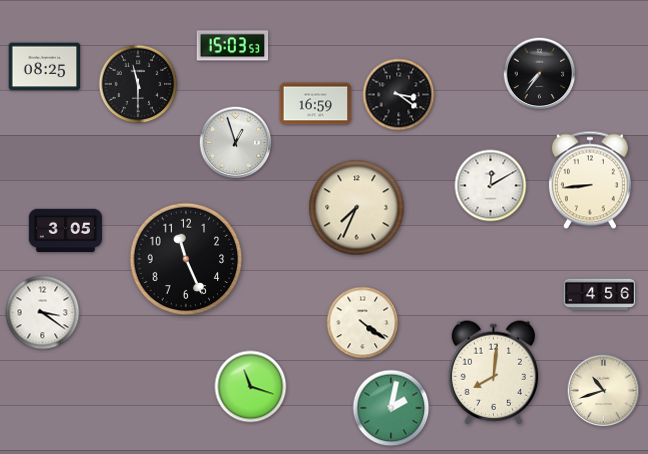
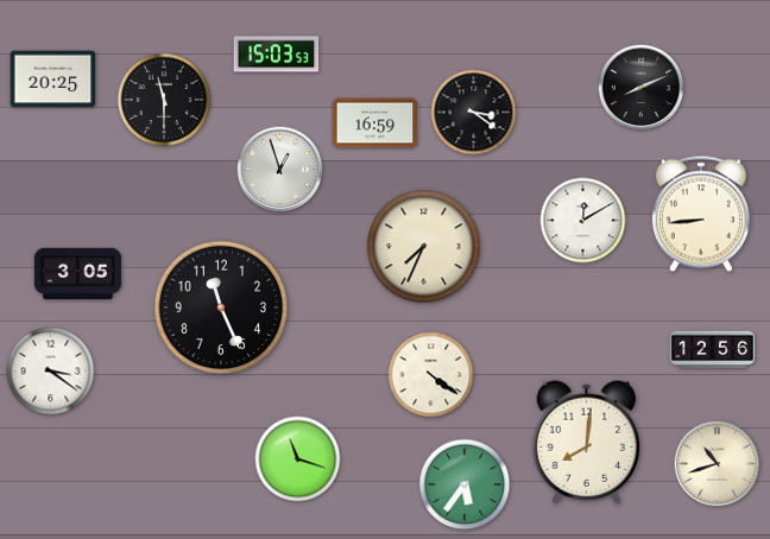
clock at (45, 67): 08:25 -> 20:25
clock at (540, 74): 7:36 -> 8:11
clock at (600, 295): 4:56 -> 12:56
clock at (363, 323) position: (363, 323) -> (431, 375)
clock at (391, 408): 2:02 -> 5:36
